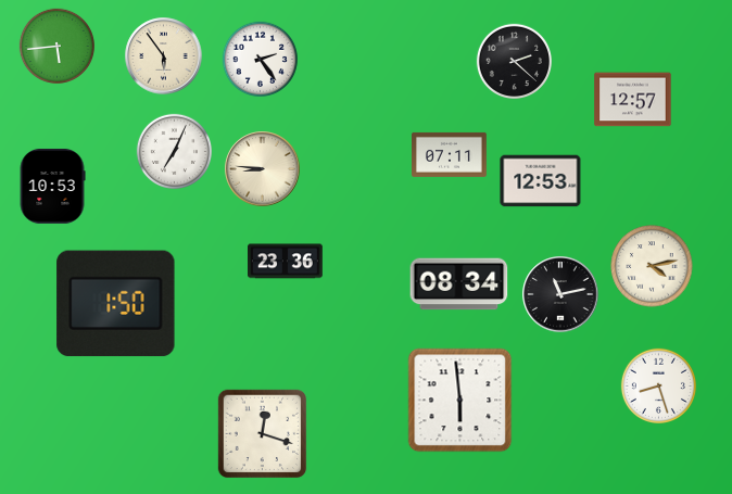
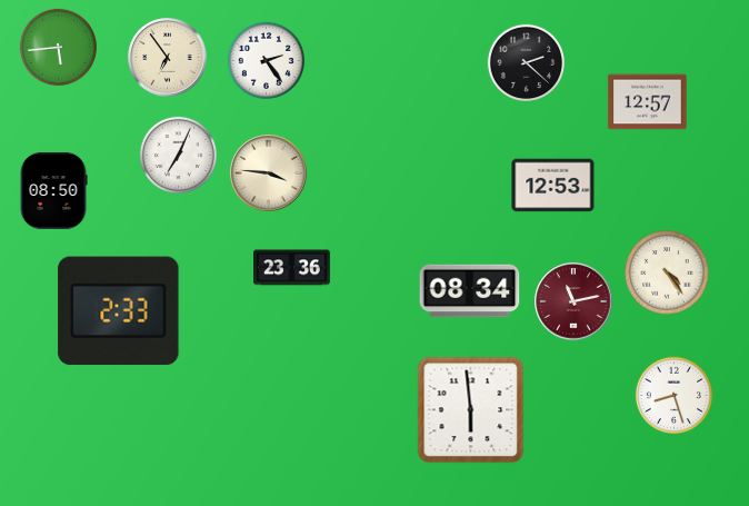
clock at (164, 56): 5:54 -> 6:54
clock at (450, 154): 07:11 -> none
clock at (263, 169): 8:46 -> 3:46
clock at (52, 186): 10:53 -> 08:50
clock at (652, 266): 4:13 -> 4:24
clock at (560, 294) dial: black -> burgundy
clock at (116, 304): 1:50 -> 2:33
clock at (263, 434): 12:18 -> none
